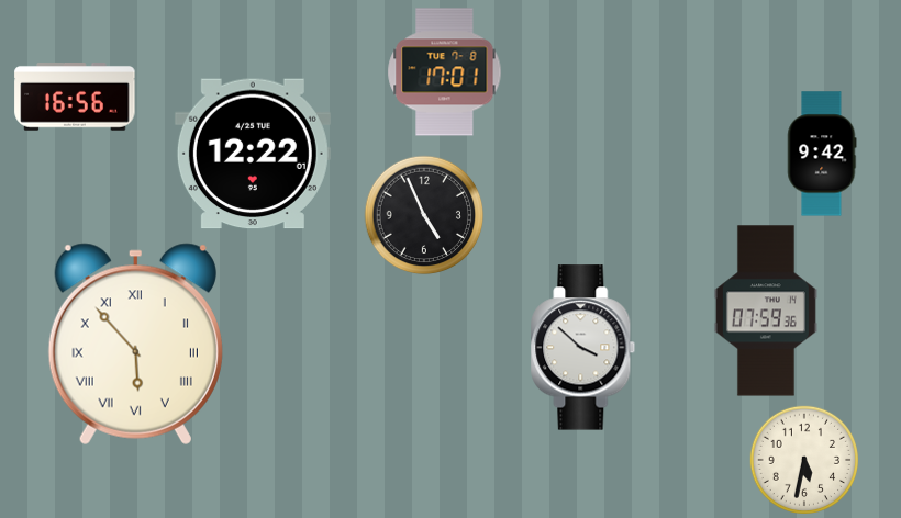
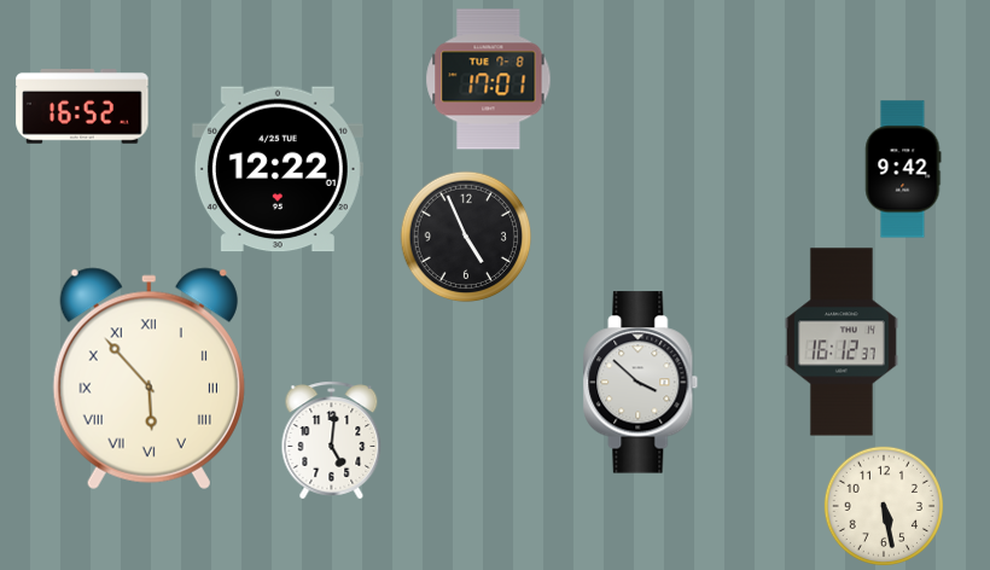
clock at (75, 98): 16:56 -> 16:52
clock at (766, 311): 07:59 -> 16:12
clock at (332, 441): none -> 5:01
clock at (803, 459): 5:32 -> 5:28
